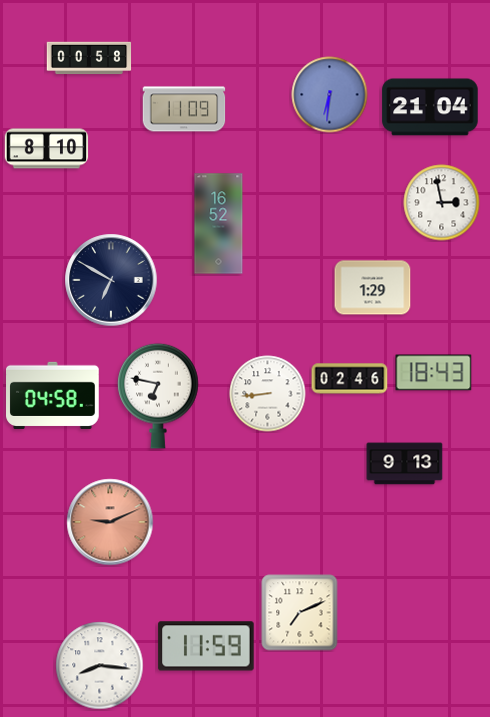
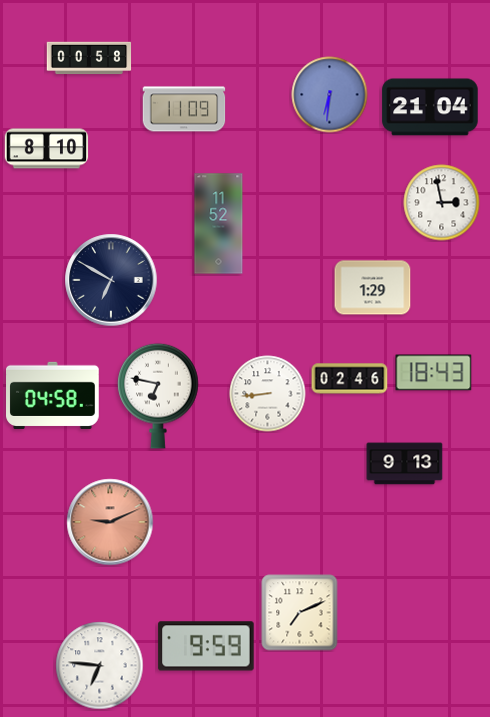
clock at (219, 224): 16:52 -> 11:52
clock at (206, 646): 11:59 -> 9:59
clock at (100, 666): 8:16 -> 6:46
